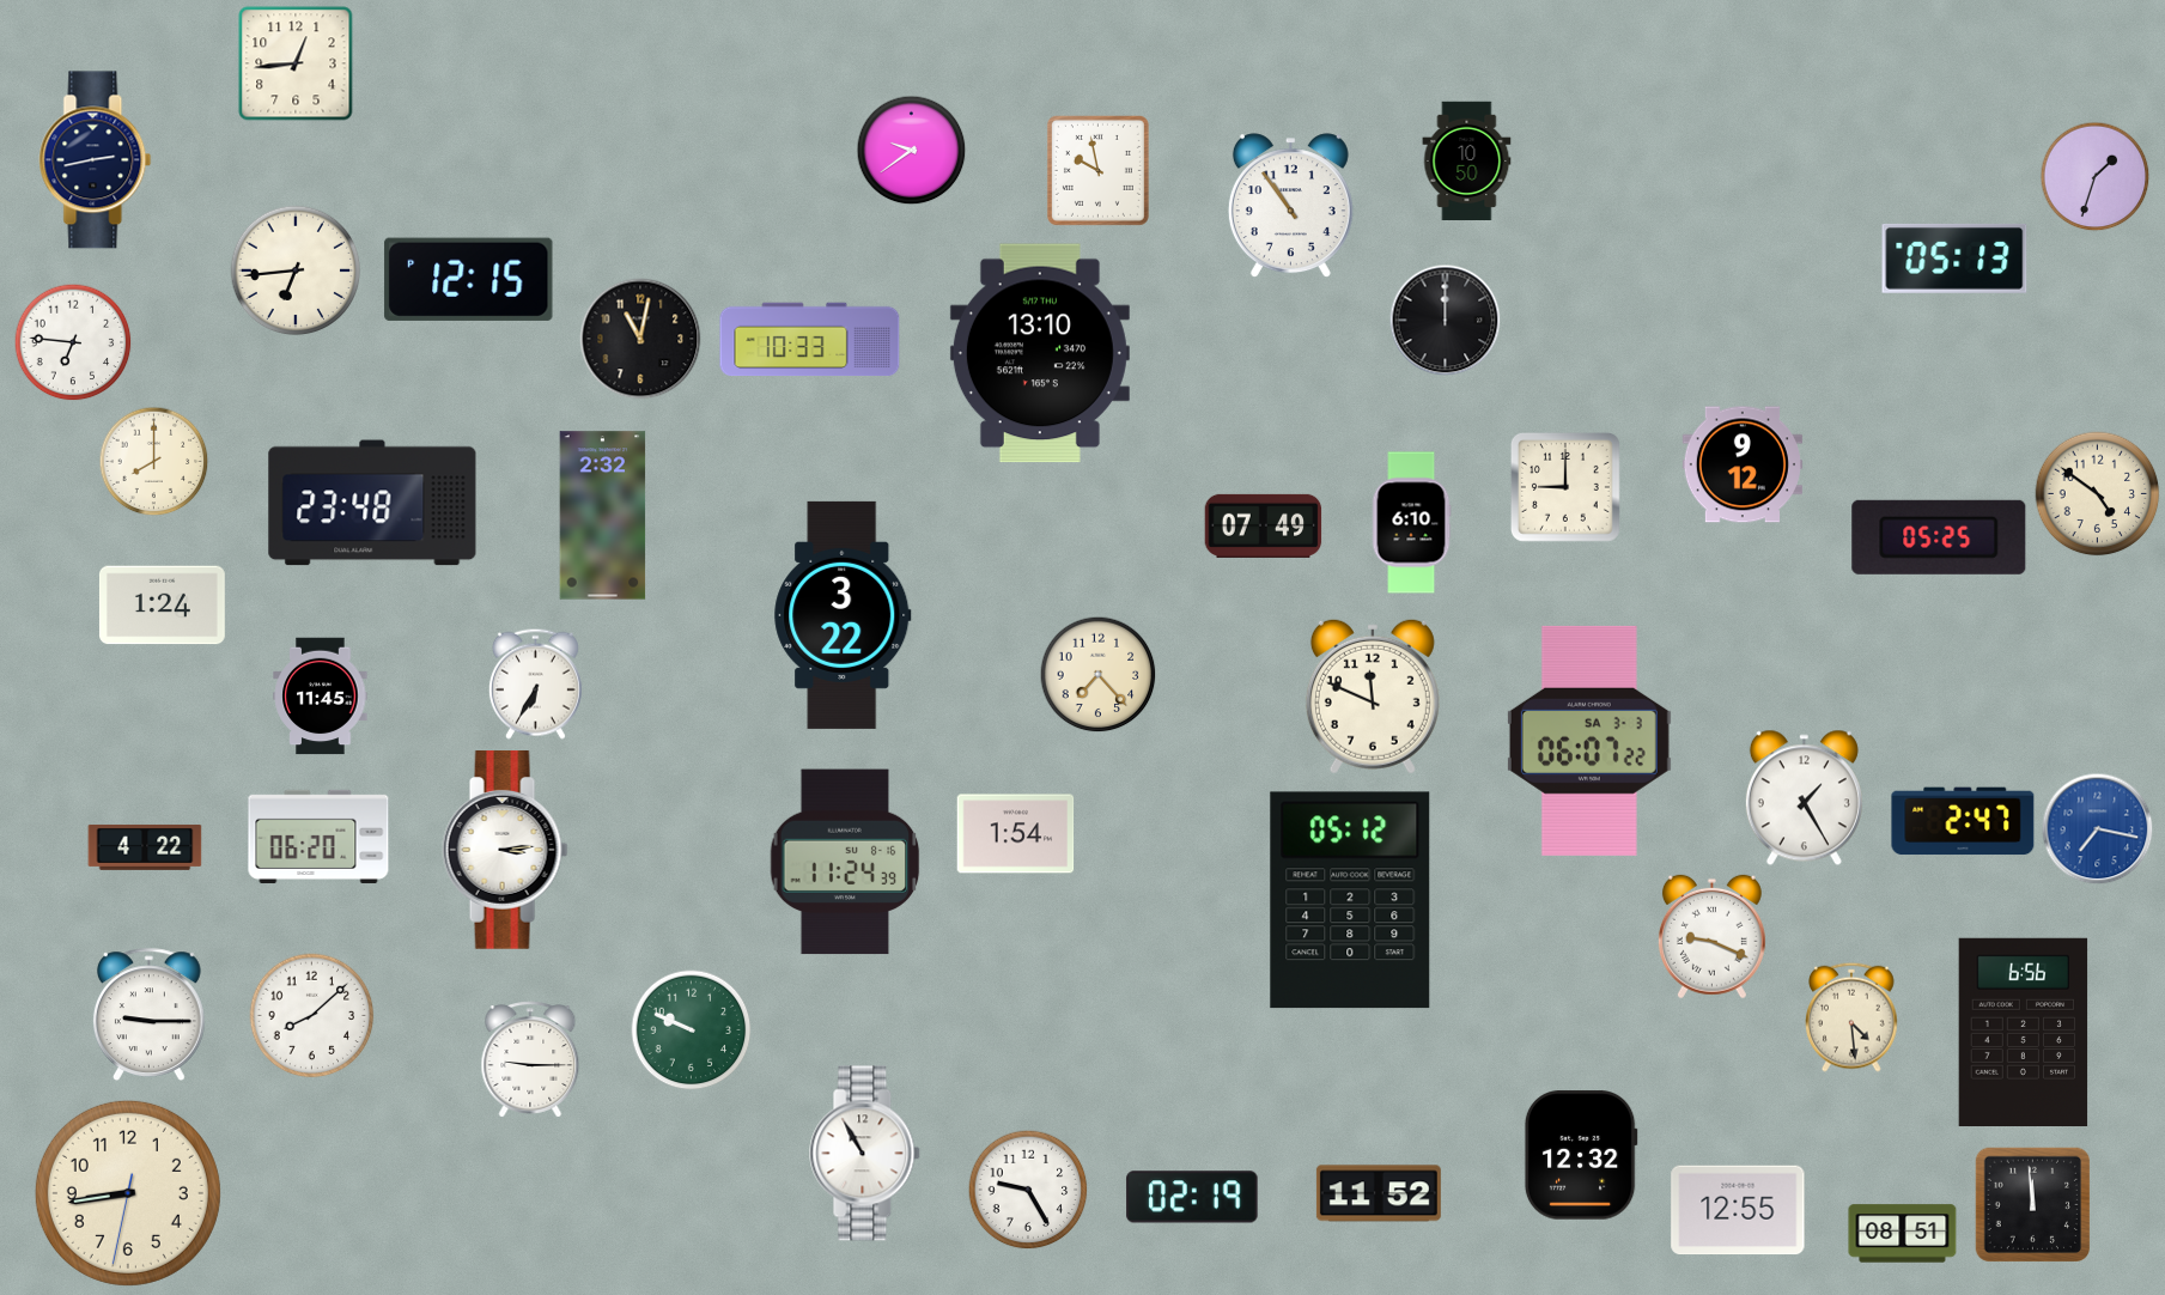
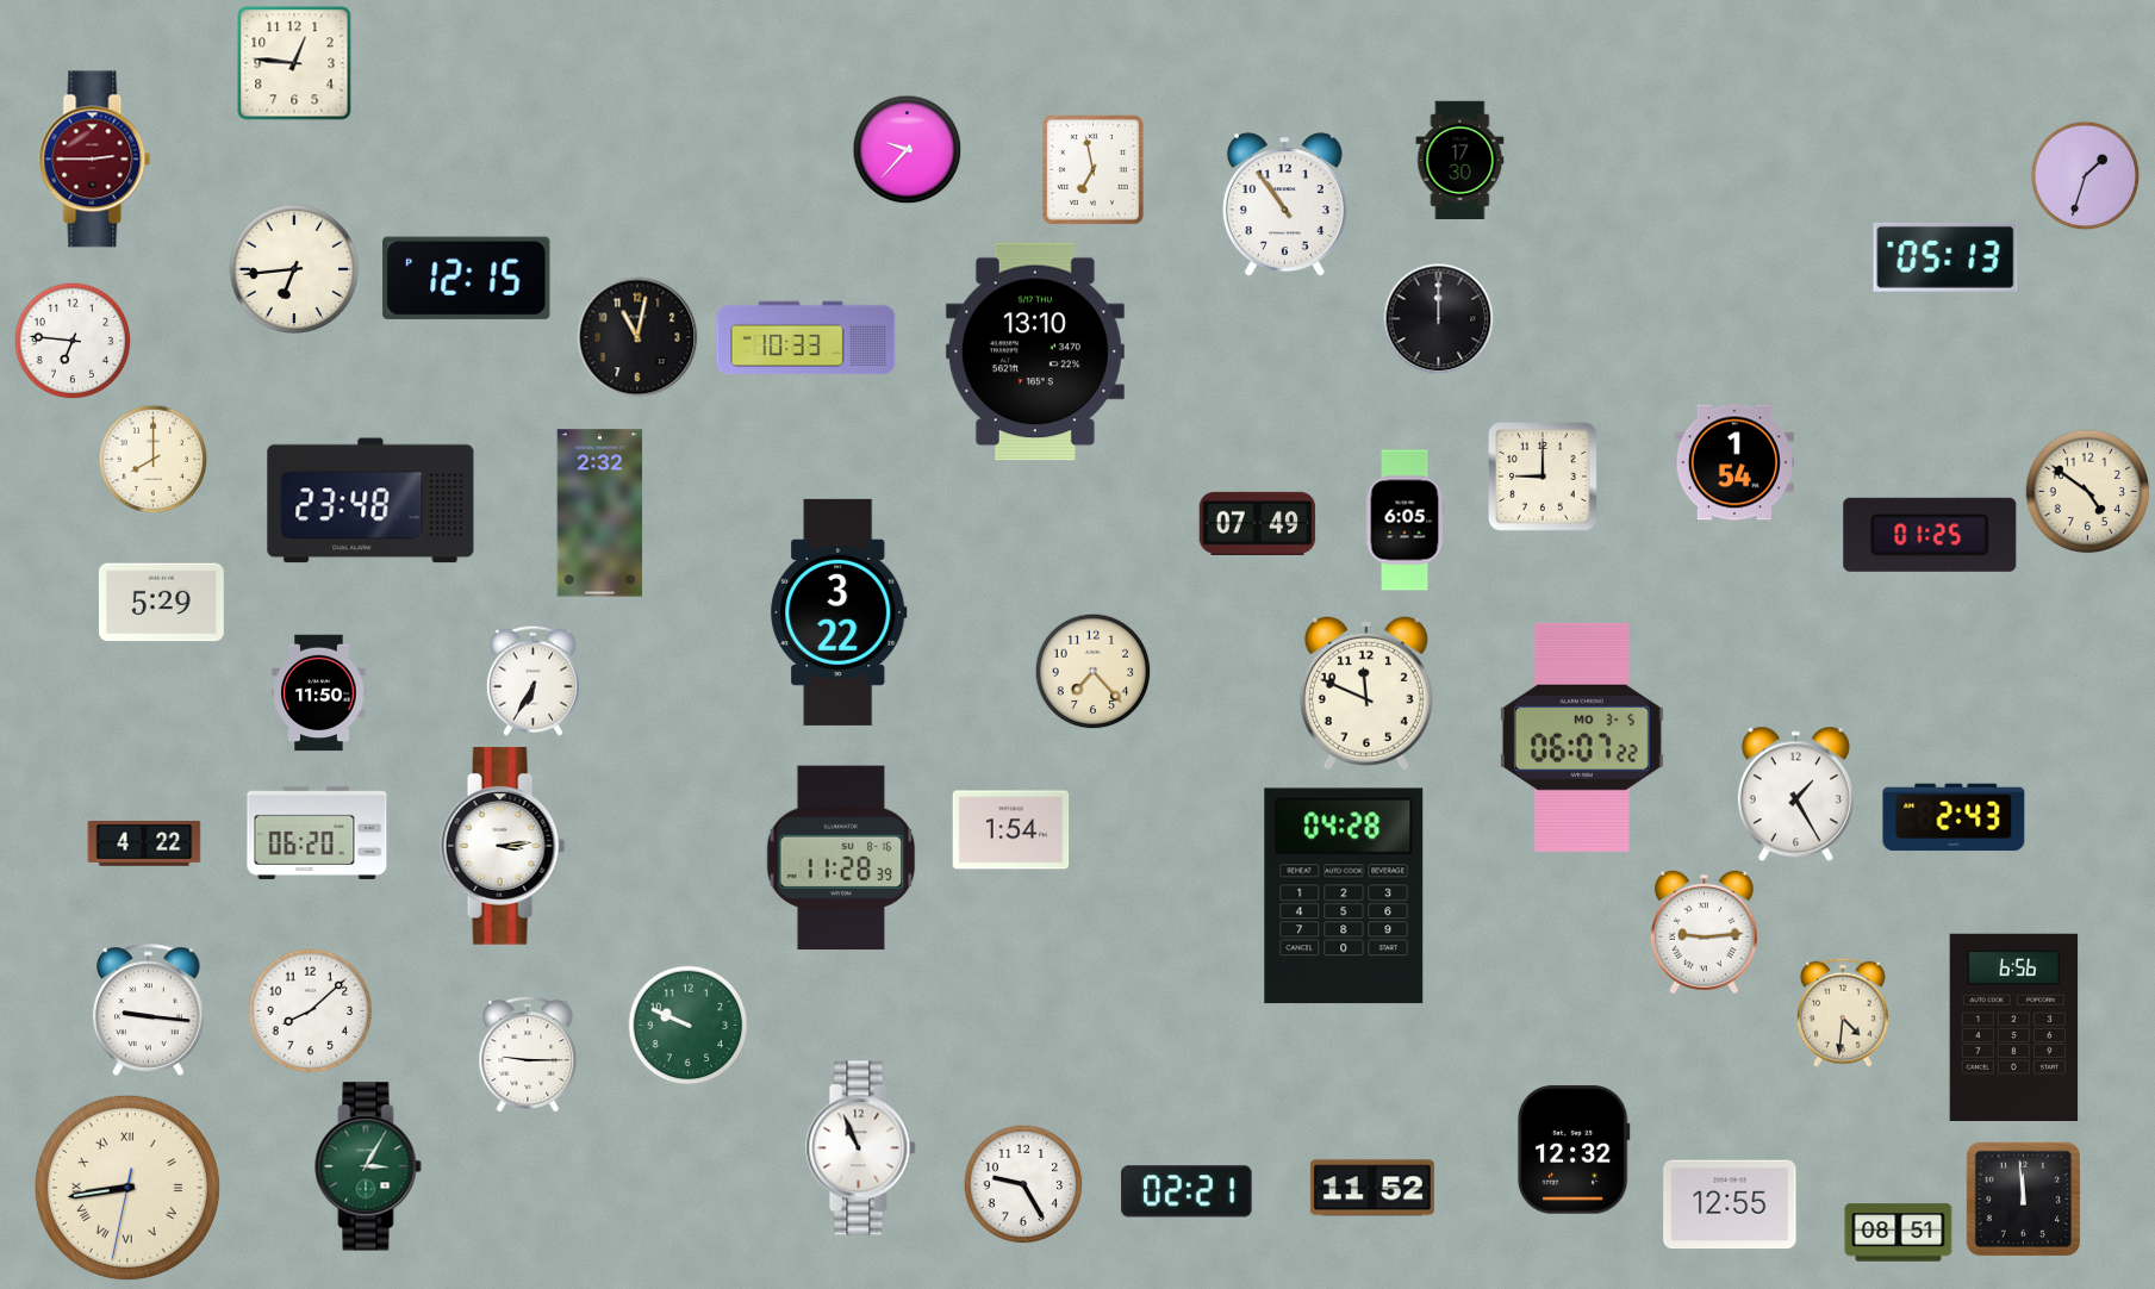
clock at (296, 63): 12:44 -> 12:46
clock at (912, 151): 9:39 -> 9:37
clock at (96, 160): 2:43 -> 2:45
clock at (96, 160) dial: navy -> burgundy
clock at (1467, 160): 10:50 -> 17:30
clock at (1097, 170): 9:58 -> 6:58
clock at (1743, 464): 9:12 -> 1:54
clock at (1565, 487) position: (1565, 487) -> (1543, 477)
clock at (1411, 523): 6:10 -> 6:05
clock at (1939, 537): 05:25 -> 01:25
clock at (162, 606): 1:24 -> 5:29
clock at (321, 697): 11:45 -> 11:50
clock at (1589, 741) date: SA 3-3 -> MO 3-5
clock at (1963, 821): 2:47 -> 2:43
clock at (2098, 829): 7:17 -> none
clock at (845, 862): 11:24 -> 11:28
clock at (1350, 900): 05:12 -> 04:28
clock at (1711, 937): 9:19 -> 9:14
clock at (148, 1014): 9:15 -> 9:16
clock at (1853, 1017): 4:29 -> 4:31
clock at (865, 1154): 10:55 -> 10:56
clock at (368, 1166): none -> 3:05
clock at (128, 1193) numerals: Arabic -> Roman
clock at (1192, 1197): 02:19 -> 02:21
clock at (1903, 1234) position: (1903, 1234) -> (1899, 1233)
